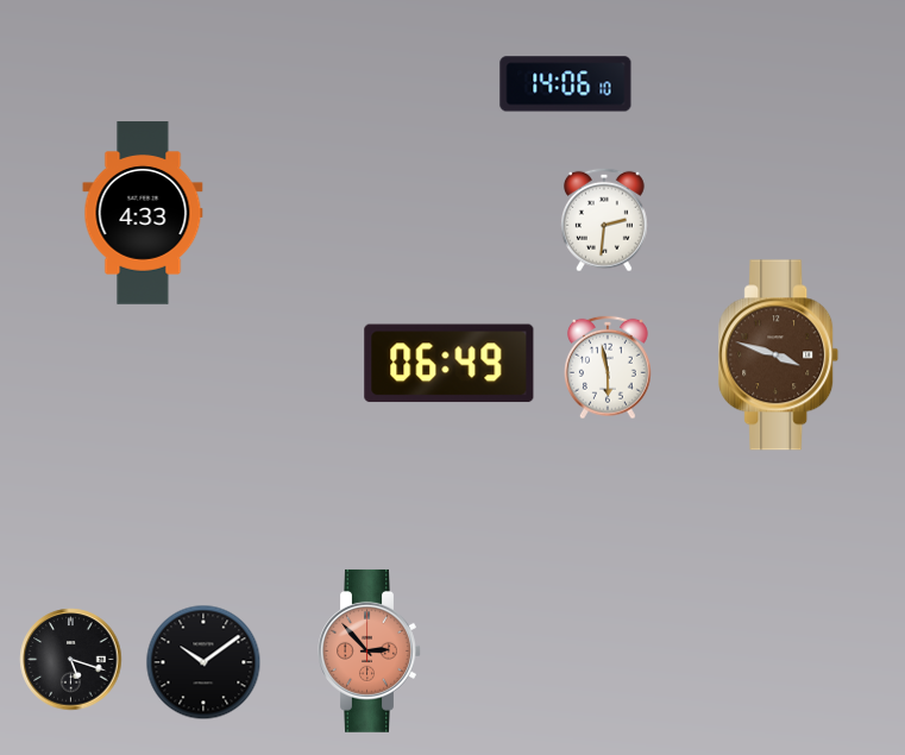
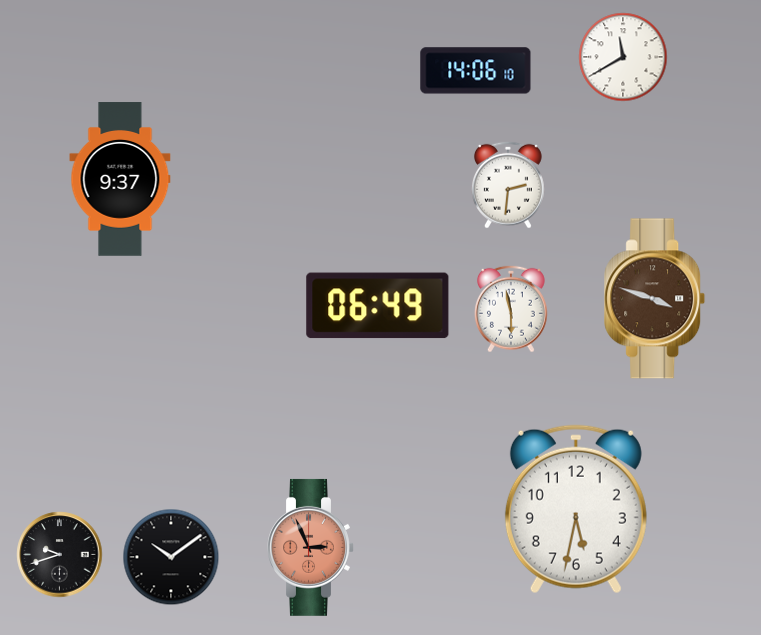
clock at (623, 57): none -> 11:40
clock at (143, 213): 4:33 -> 9:37
clock at (576, 509): none -> 5:32
clock at (370, 650): 2:53 -> 2:56
clock at (71, 660): 5:18 -> 9:42
